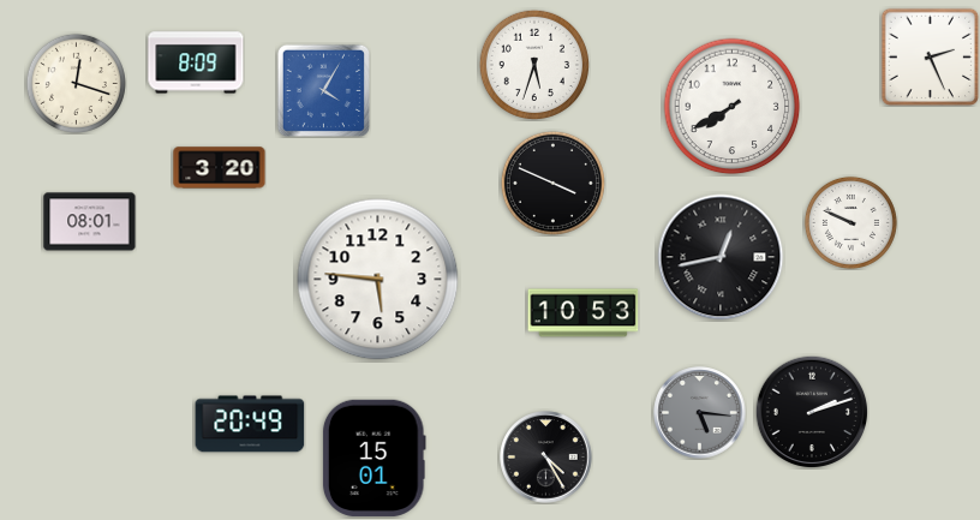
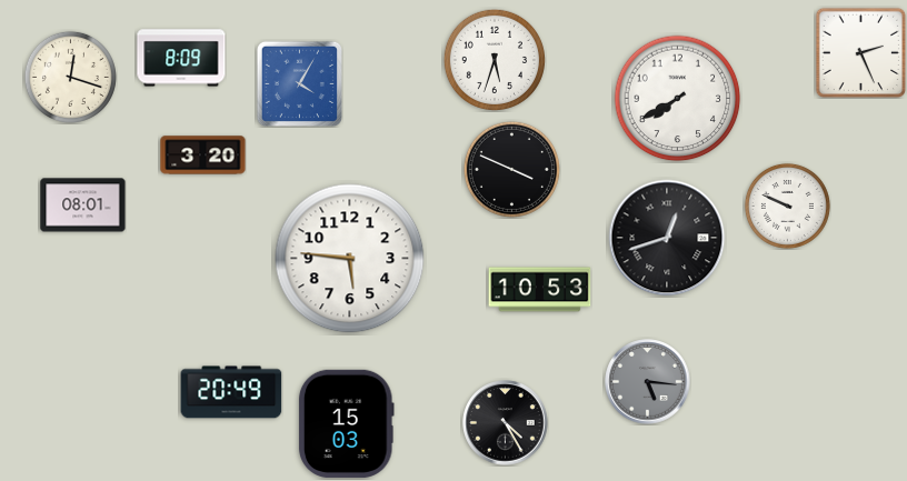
clock at (721, 257): 12:43 -> 12:42
clock at (812, 412): 2:12 -> none
clock at (374, 458): 15:01 -> 15:03
